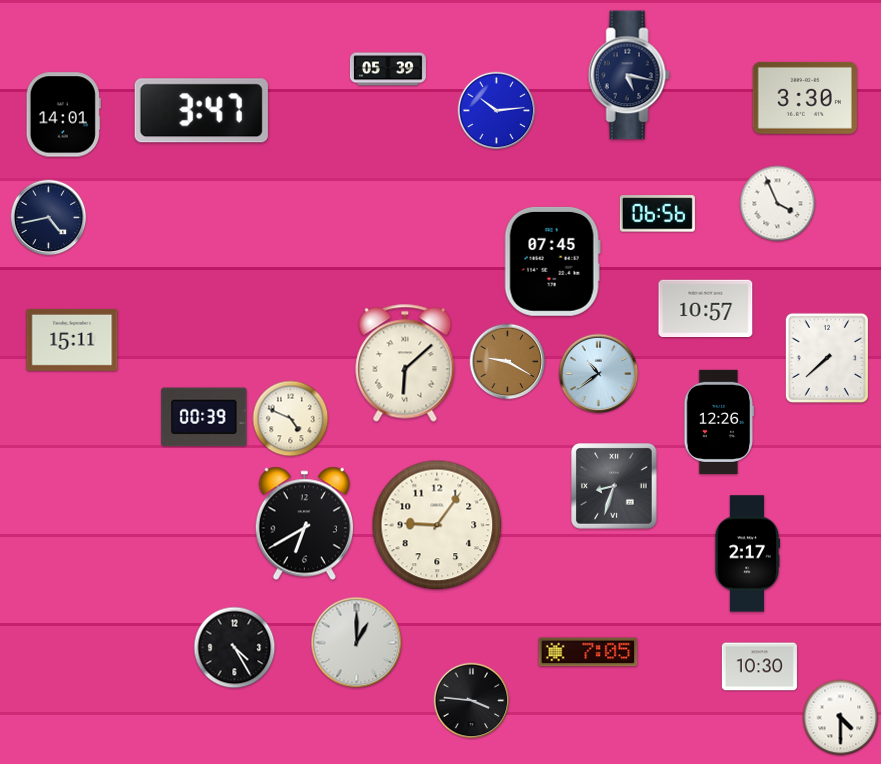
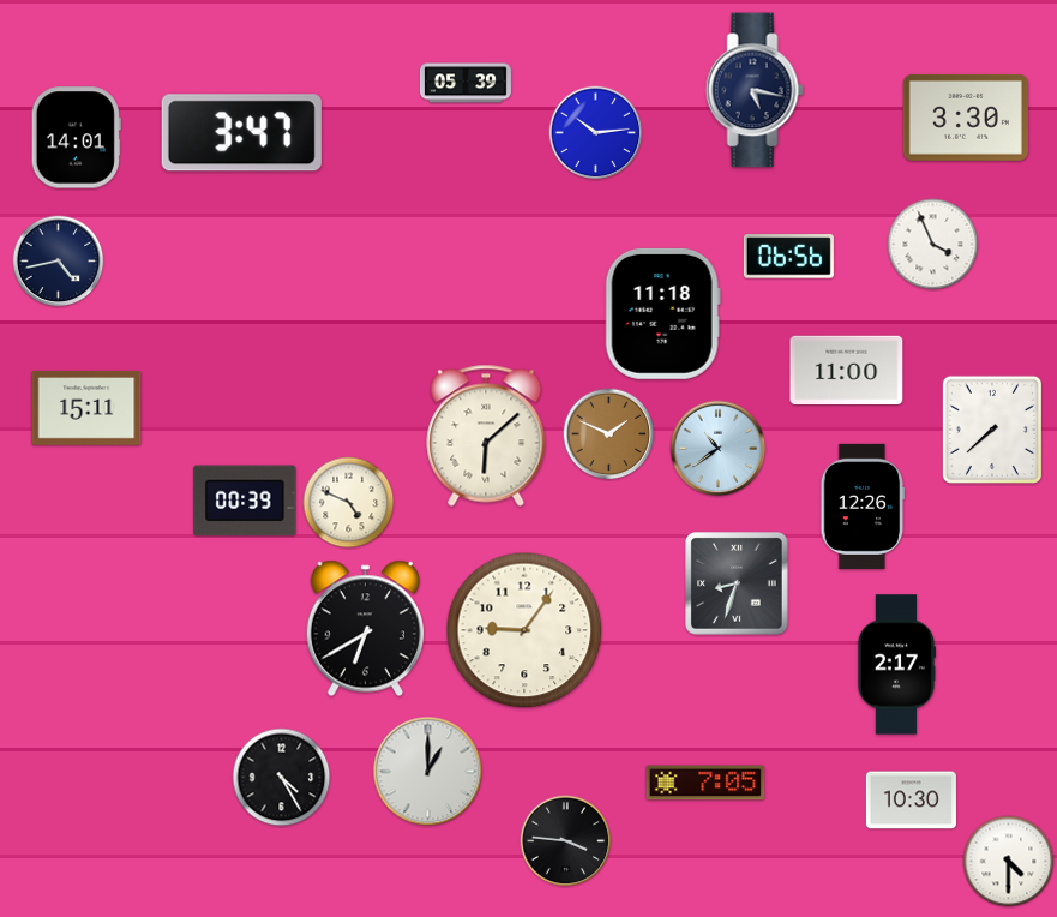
clock at (552, 261): 07:45 -> 11:18
clock at (706, 309): 10:57 -> 11:00
clock at (508, 362): 9:20 -> 1:49
